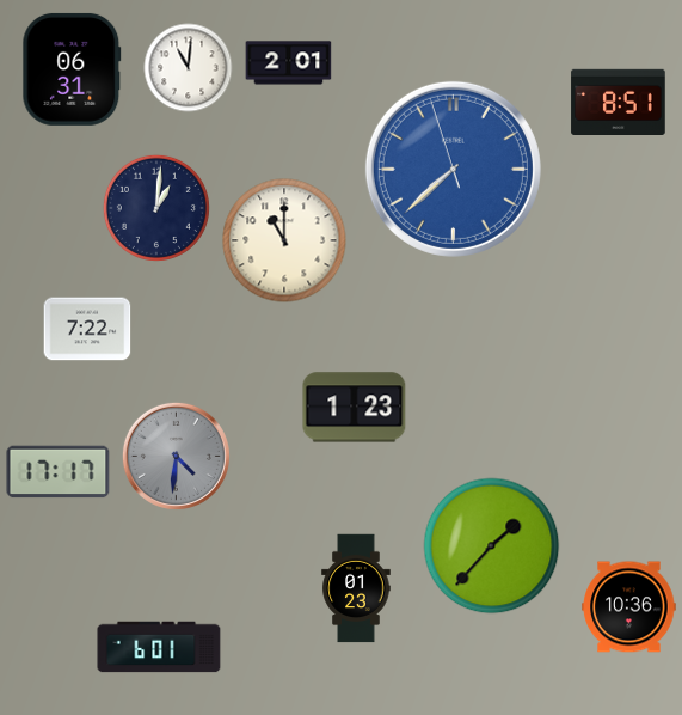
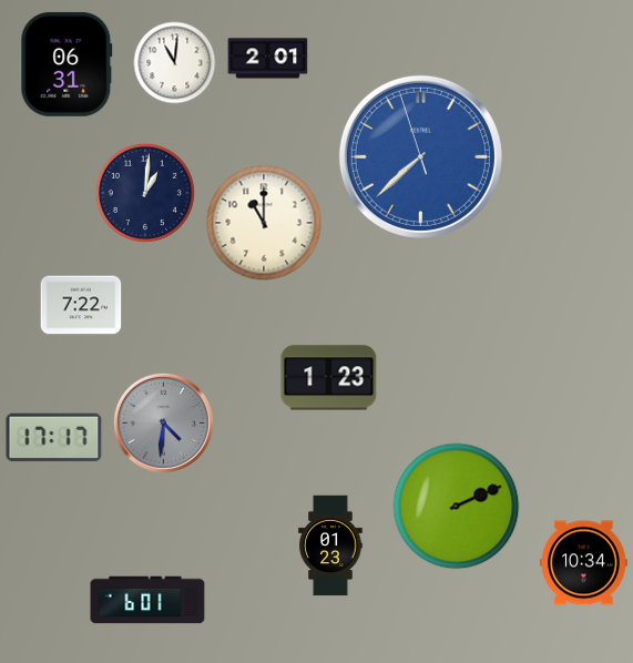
clock at (619, 102): 8:51 -> none
clock at (492, 546): 1:37 -> 2:11
clock at (629, 607): 10:36 -> 10:34
